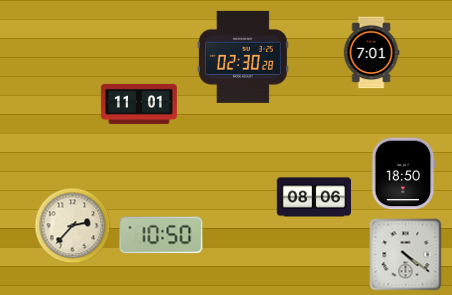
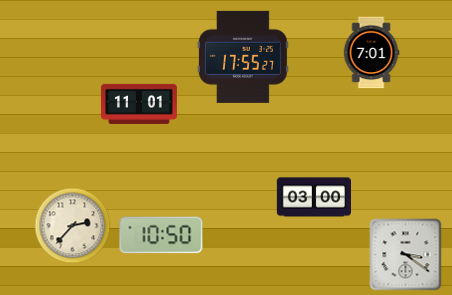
clock at (243, 57): 02:30 -> 17:55
clock at (404, 174): 18:50 -> none
clock at (313, 197): 08:06 -> 03:00
clock at (406, 255): 4:21 -> 3:21
